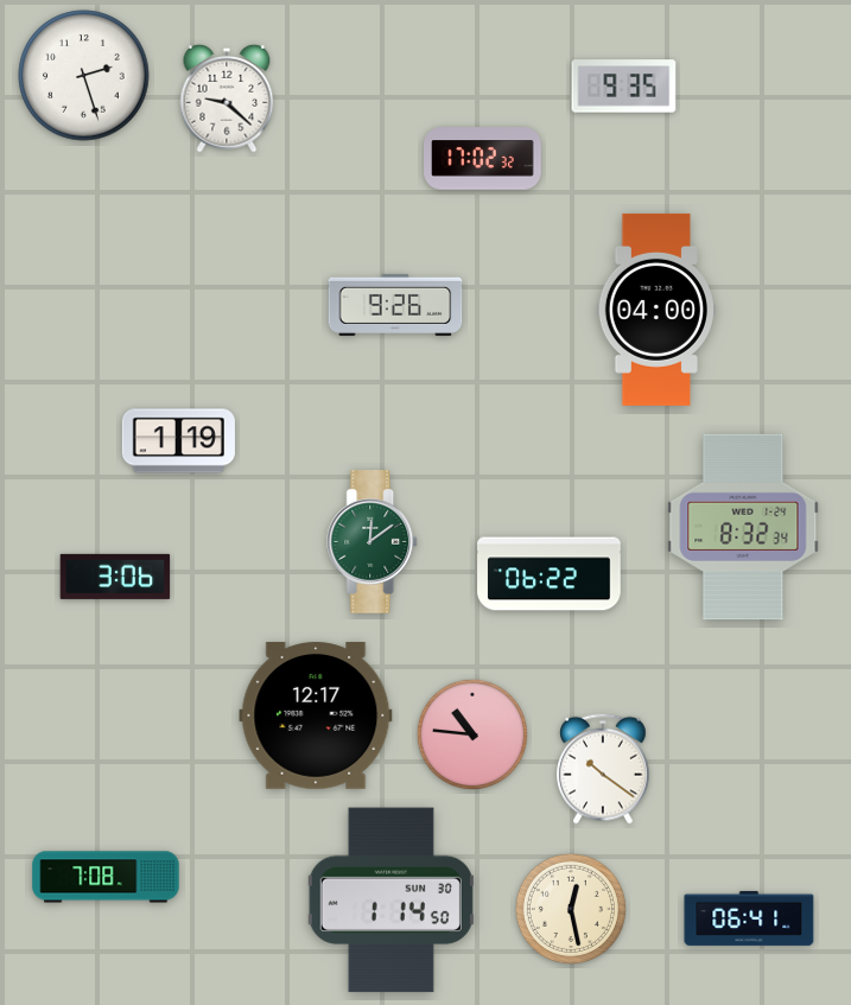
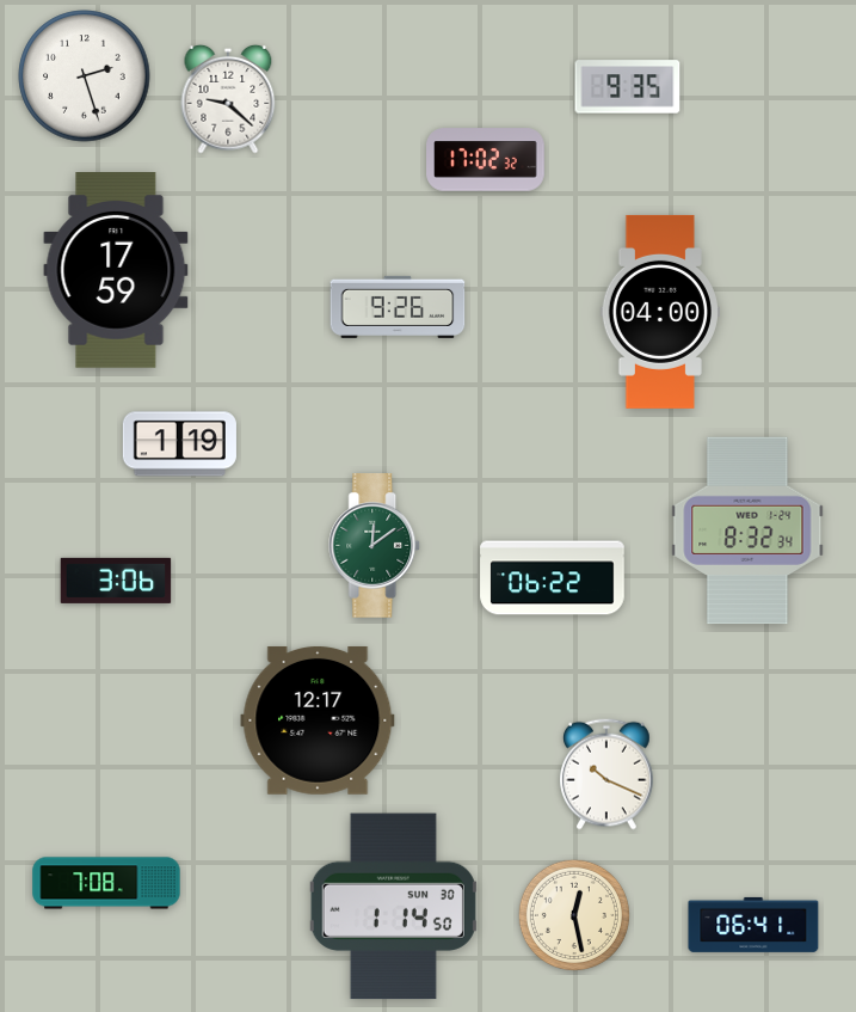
clock at (116, 271): none -> 17:59
clock at (472, 734): 10:46 -> none
clock at (604, 769): 10:21 -> 10:19
